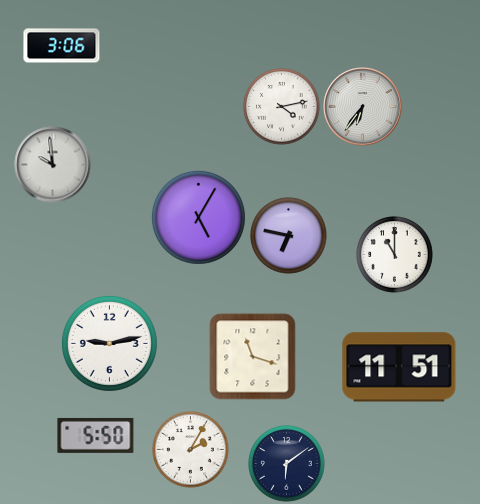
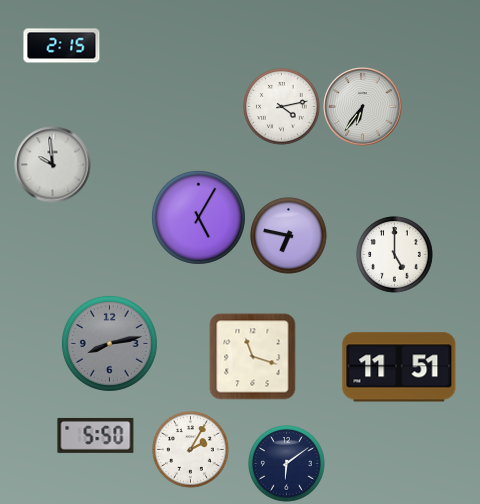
clock at (62, 46): 3:06 -> 2:15
clock at (395, 255): 11:00 -> 5:00
clock at (109, 343): 9:13 -> 8:13
clock at (109, 343) dial: white -> grey
